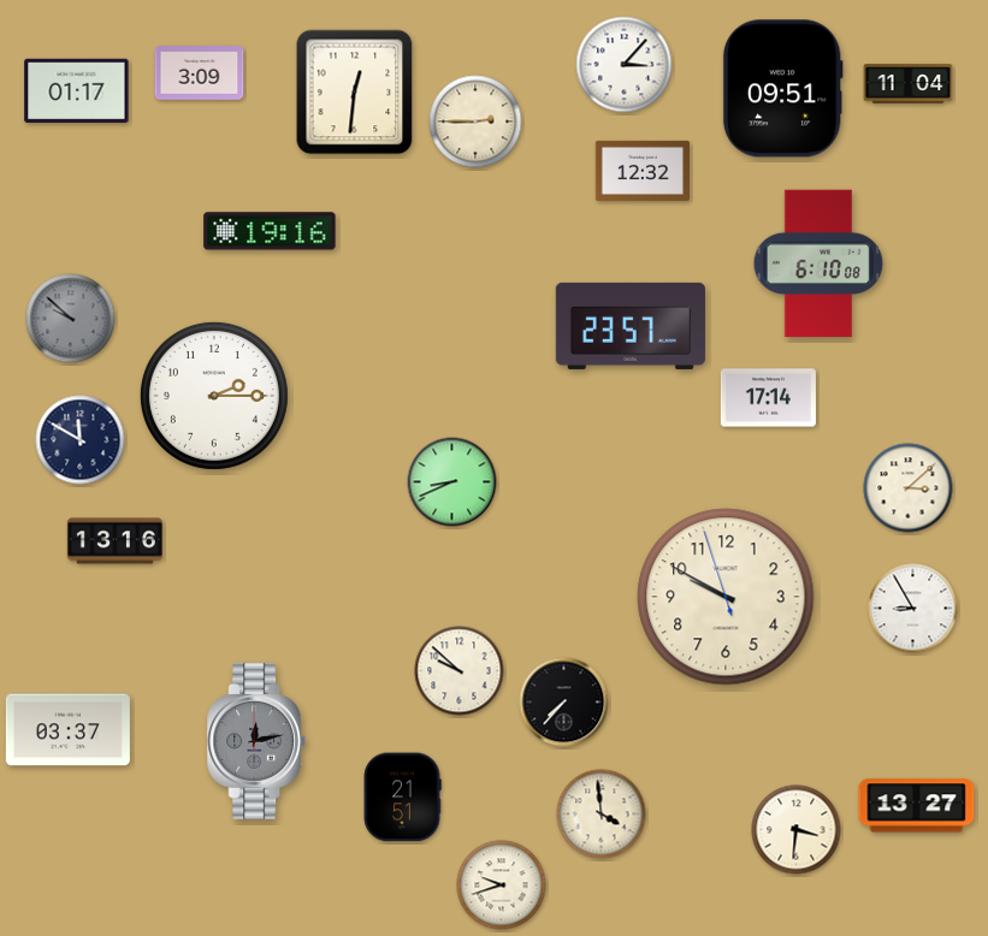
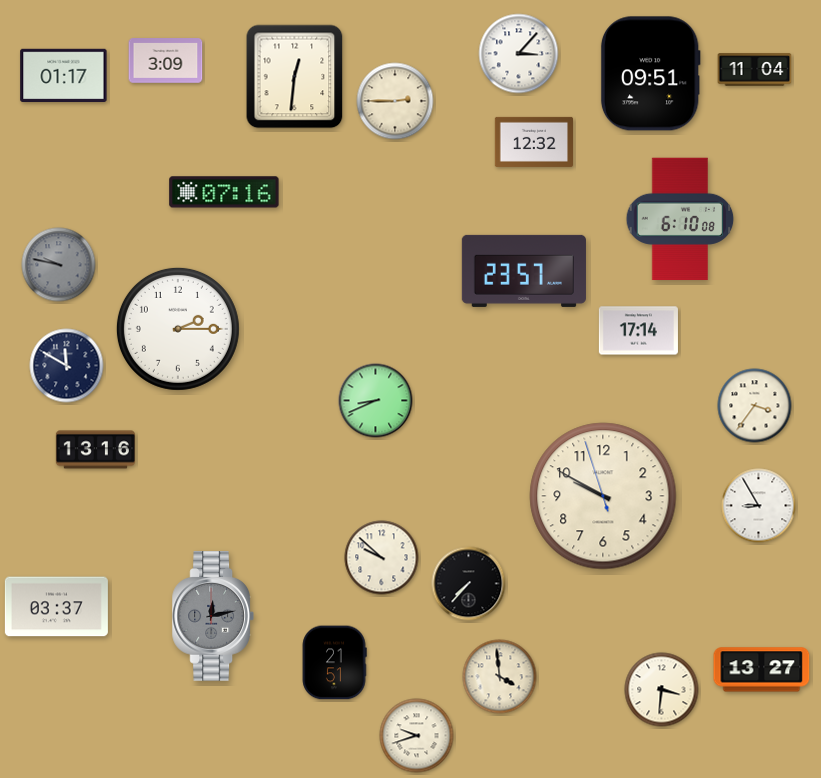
clock at (270, 231): 19:16 -> 07:16
clock at (71, 319): 9:52 -> 9:47
clock at (909, 488): 3:08 -> 3:36
